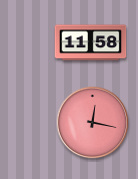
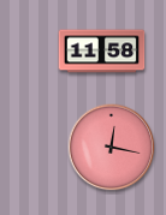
clock at (91, 43) position: (91, 43) -> (102, 52)
